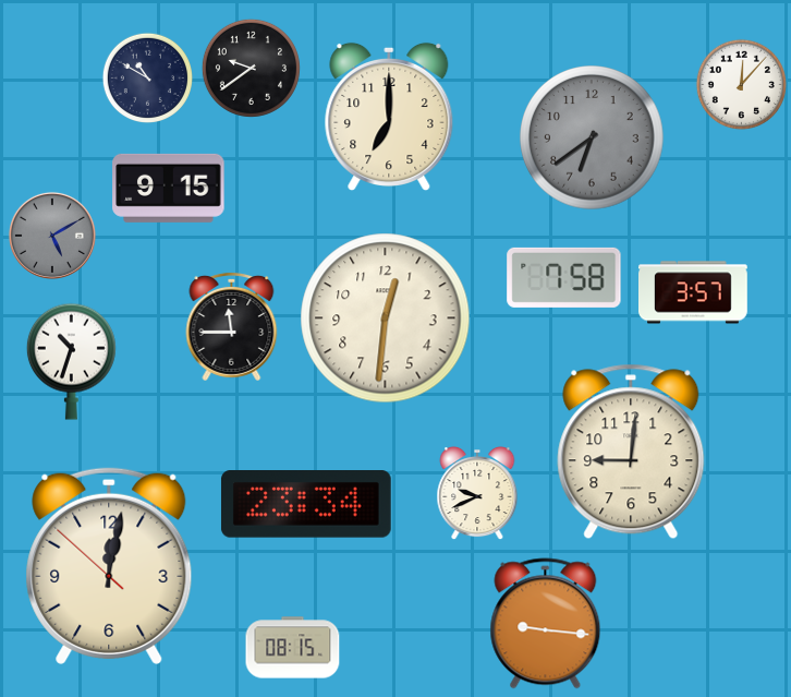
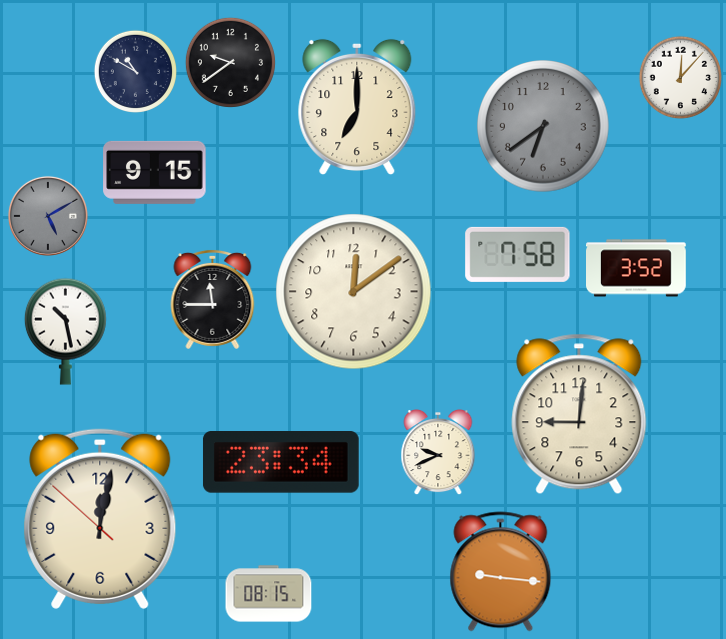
clock at (693, 292): 3:57 -> 3:52
clock at (386, 319): 12:31 -> 12:09
clock at (71, 361): 10:33 -> 10:28
